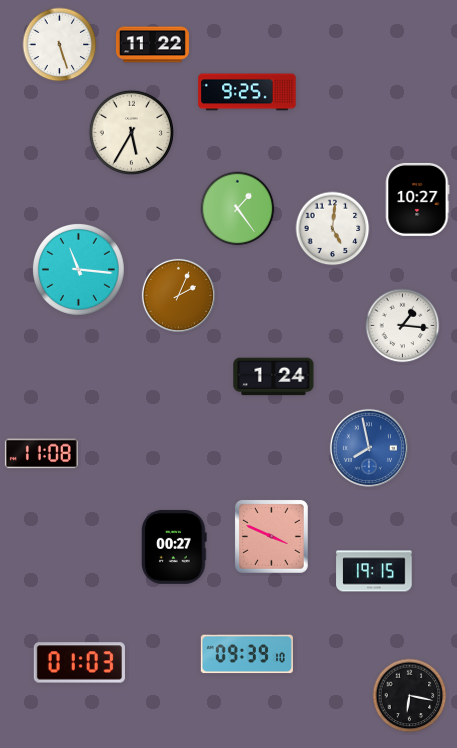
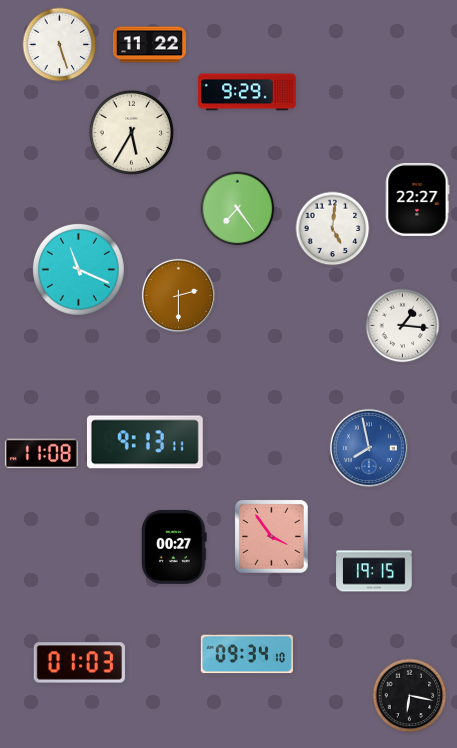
clock at (152, 45) position: (152, 45) -> (149, 45)
clock at (247, 92): 9:25 -> 9:29
clock at (417, 199): 10:27 -> 22:27
clock at (238, 209): 1:24 -> 7:24
clock at (78, 269): 11:16 -> 11:19
clock at (178, 295): 2:04 -> 2:30
clock at (274, 377): 1:24 -> none
clock at (145, 442): none -> 9:13
clock at (271, 536): 3:49 -> 3:54
clock at (247, 654): 09:39 -> 09:34
